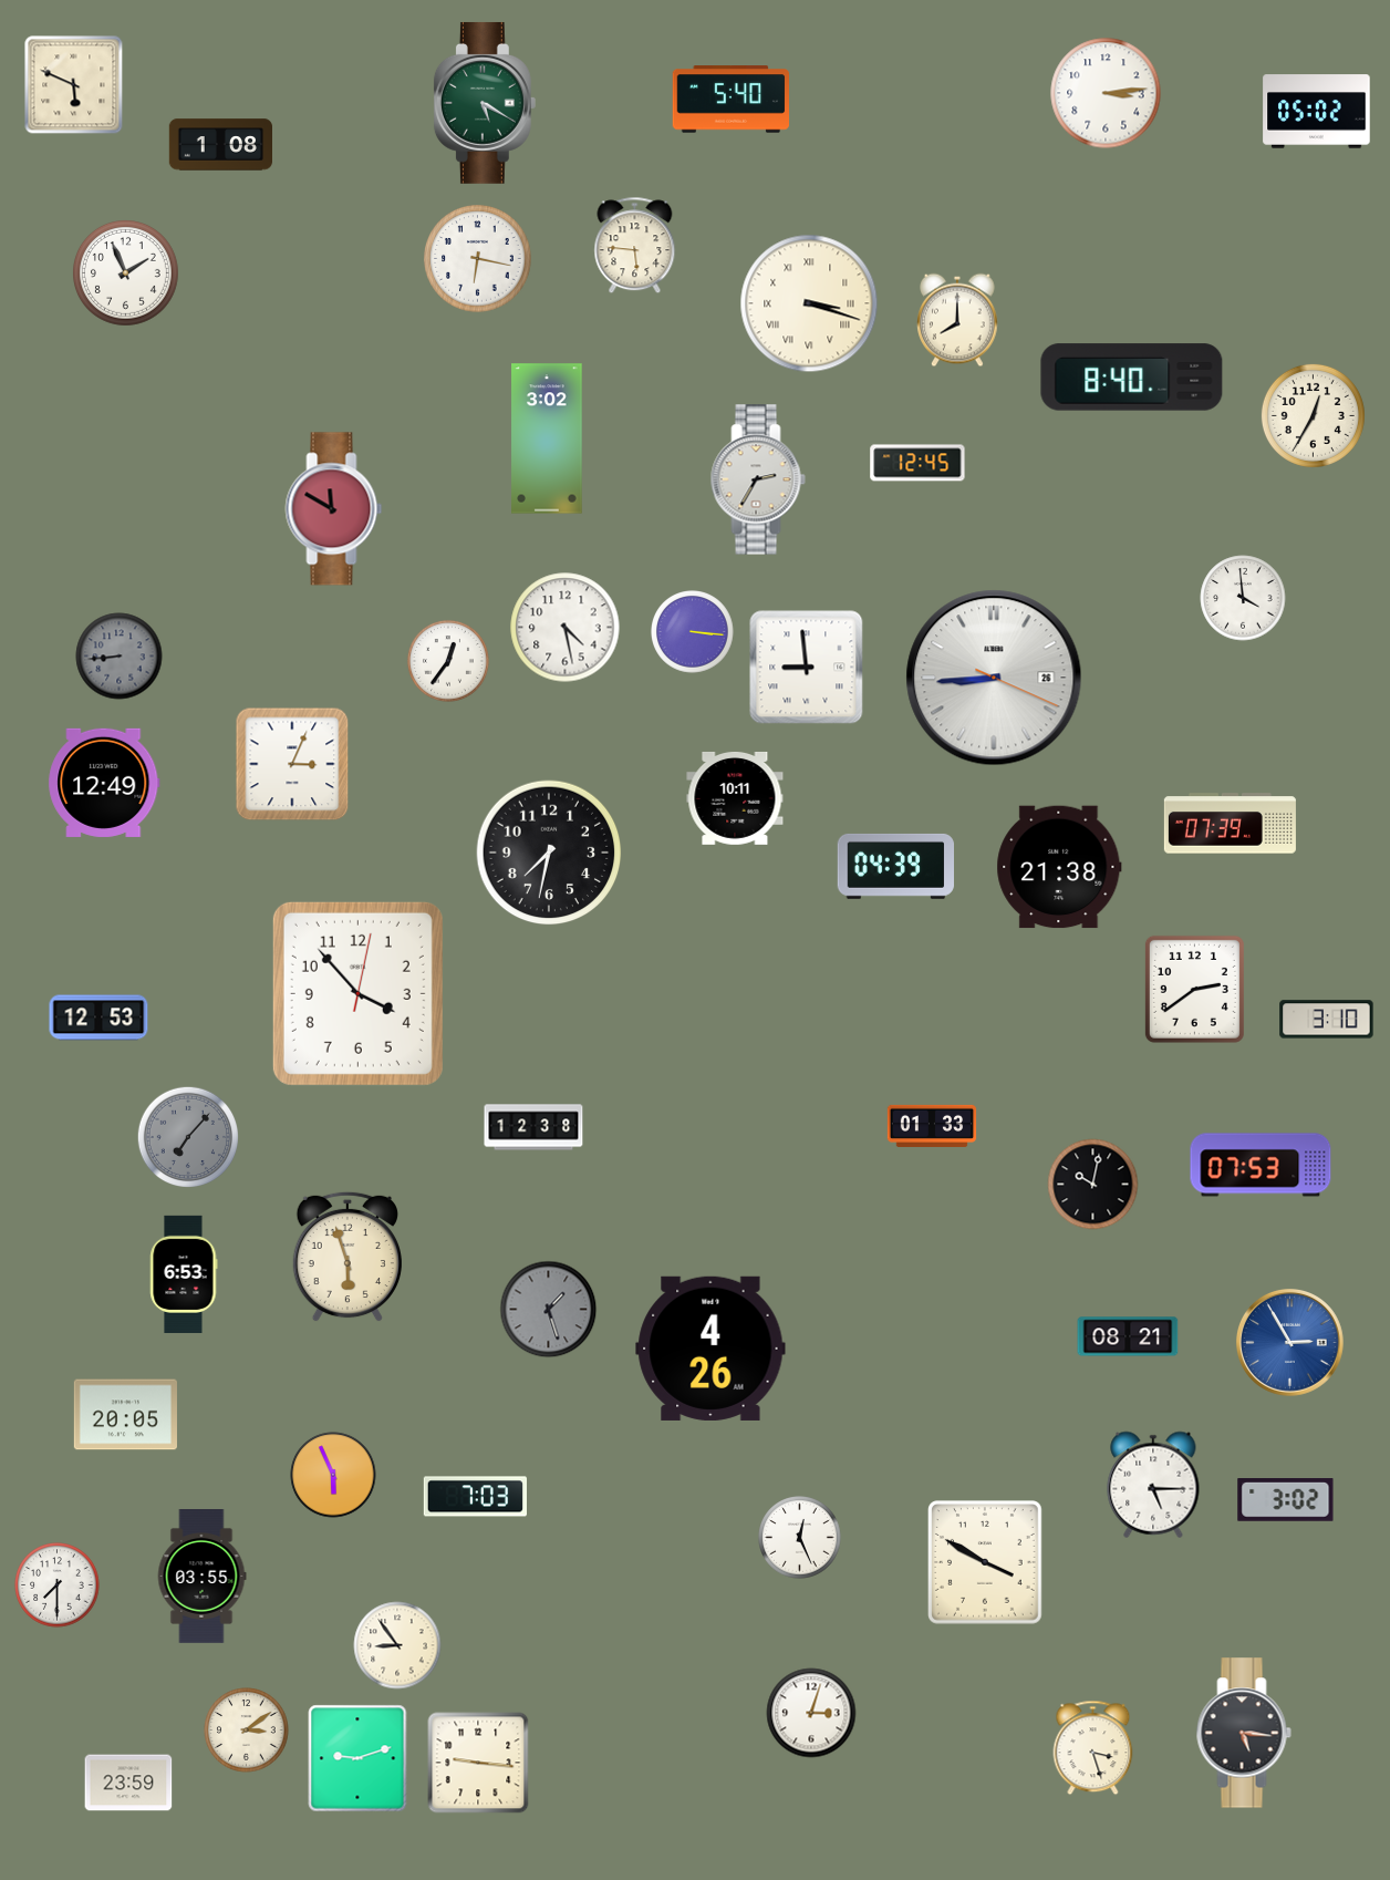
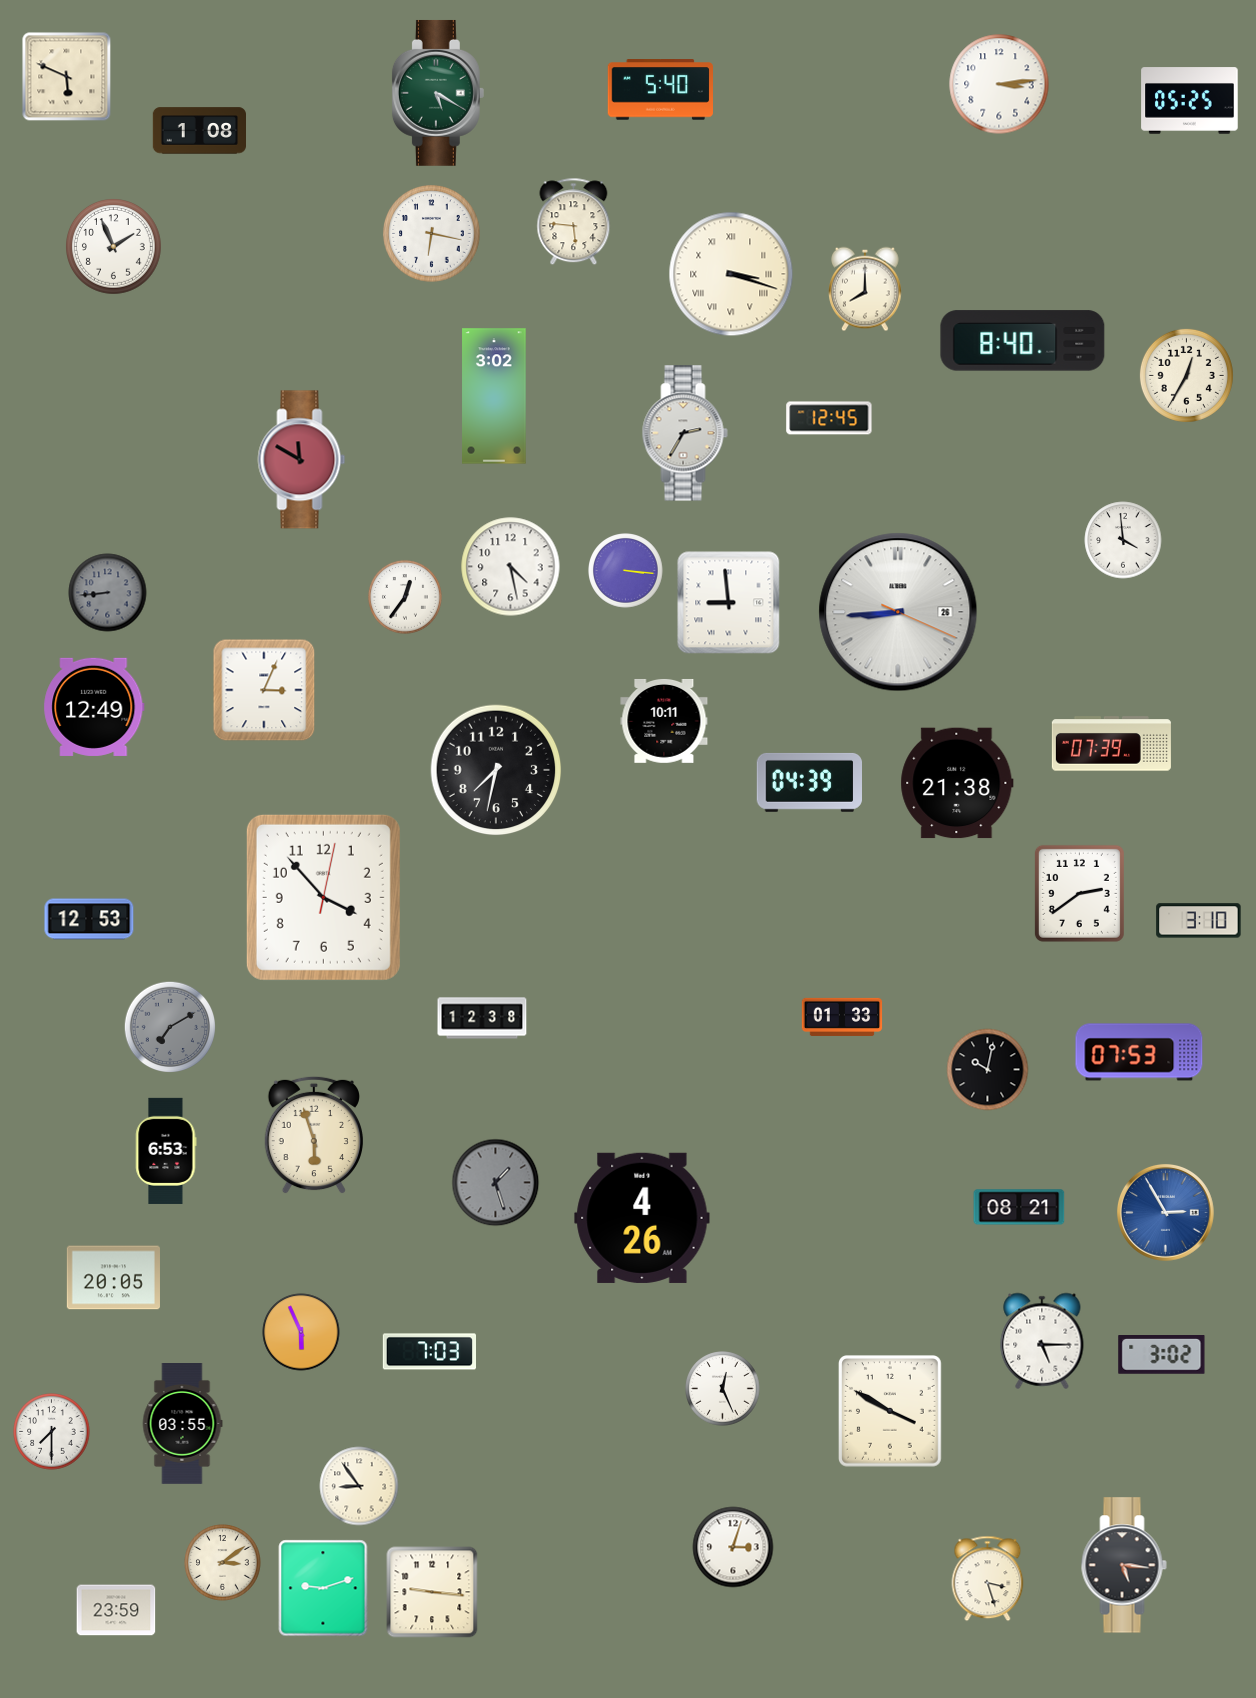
clock at (1317, 112): 05:02 -> 05:25
clock at (188, 1137): 7:07 -> 7:10
